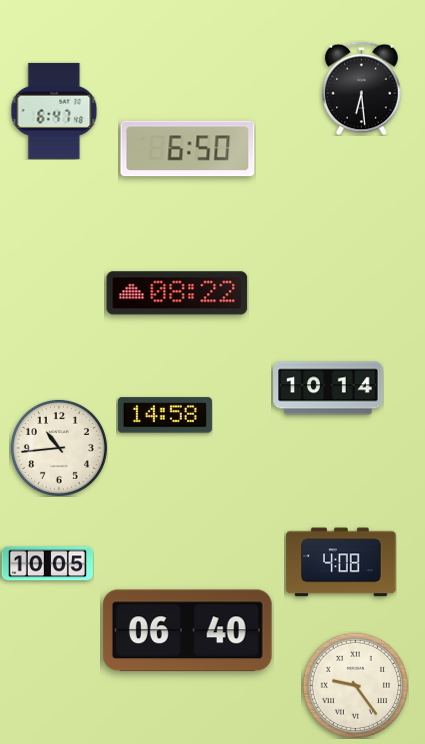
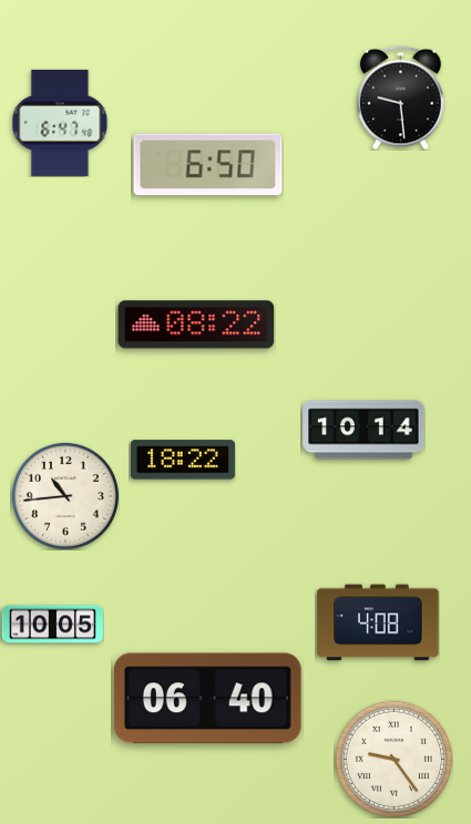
clock at (362, 88): 6:29 -> 9:29
clock at (165, 415): 14:58 -> 18:22
